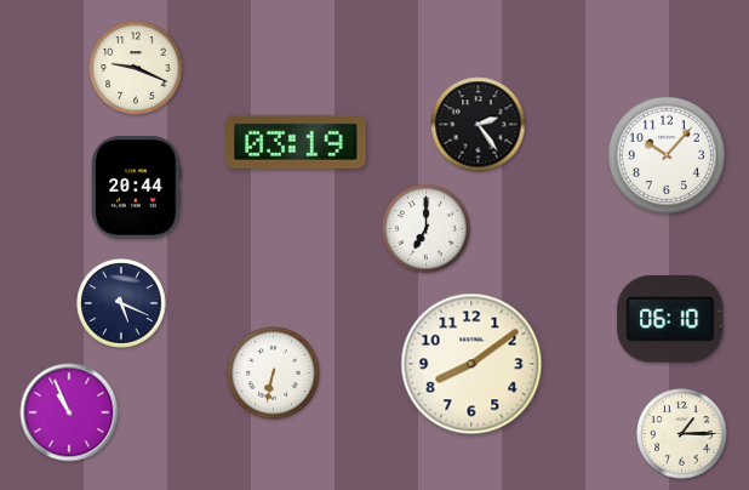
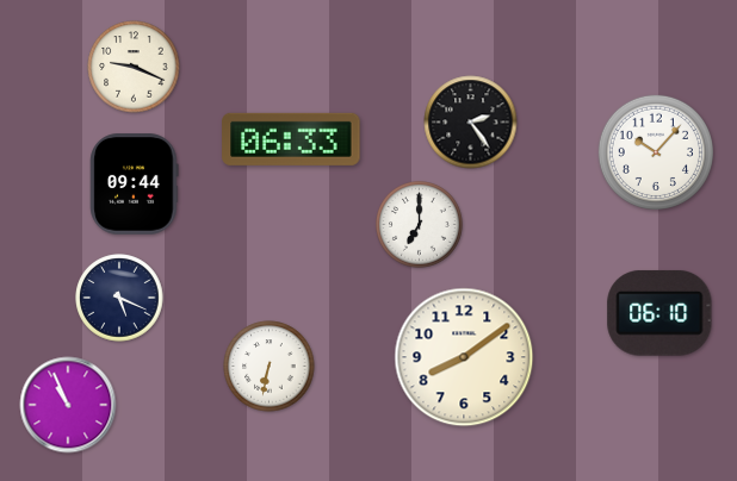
clock at (296, 142): 03:19 -> 06:33
clock at (137, 188): 20:44 -> 09:44
clock at (682, 434): 1:15 -> none
